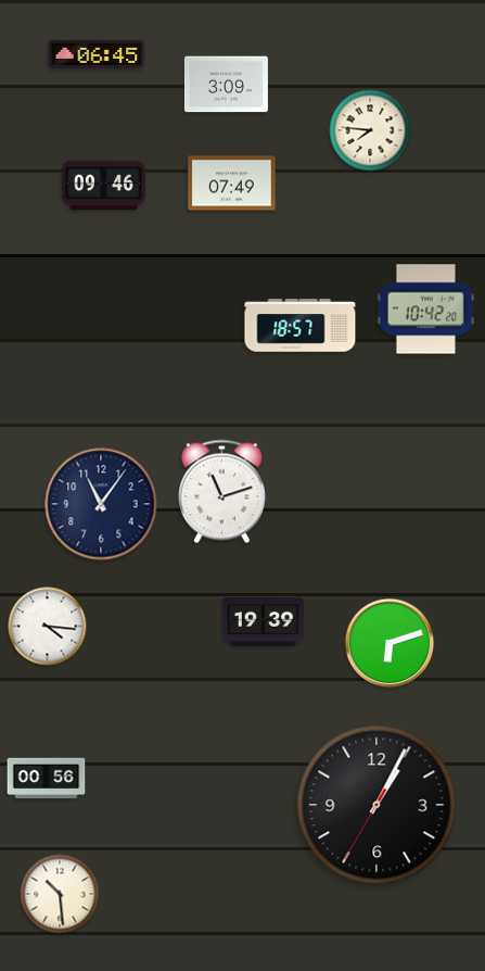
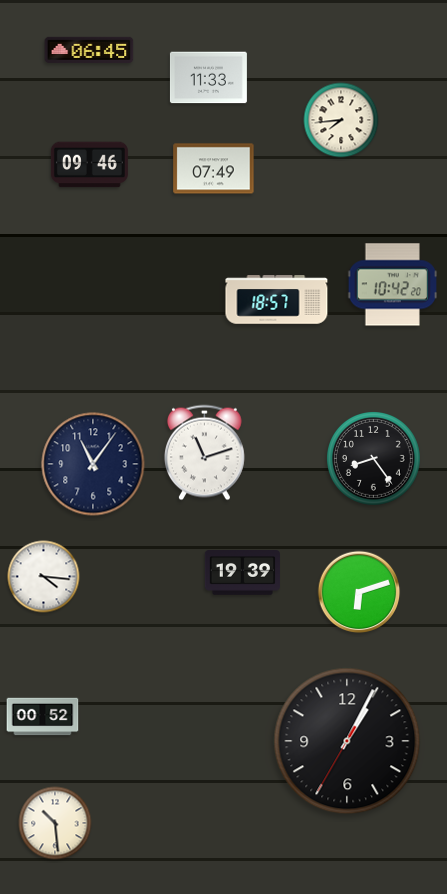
clock at (226, 85): 3:09 -> 11:33
clock at (370, 130): 7:46 -> 7:44
clock at (103, 186) position: (103, 186) -> (89, 165)
clock at (374, 459): none -> 8:24
clock at (47, 779): 00:56 -> 00:52
